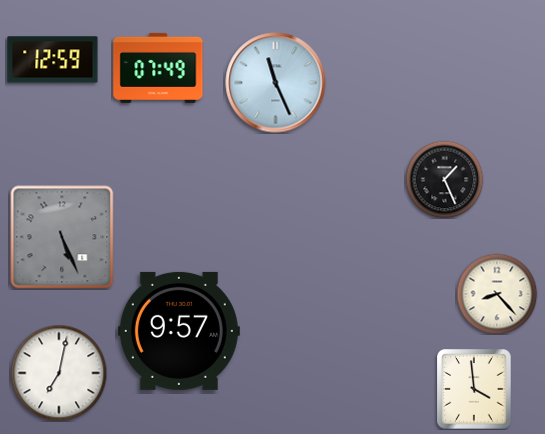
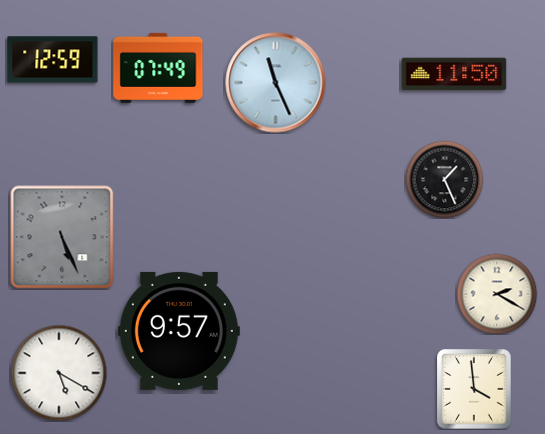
clock at (454, 74): none -> 11:50
clock at (497, 294): 8:23 -> 2:20
clock at (59, 373): 7:02 -> 5:20
